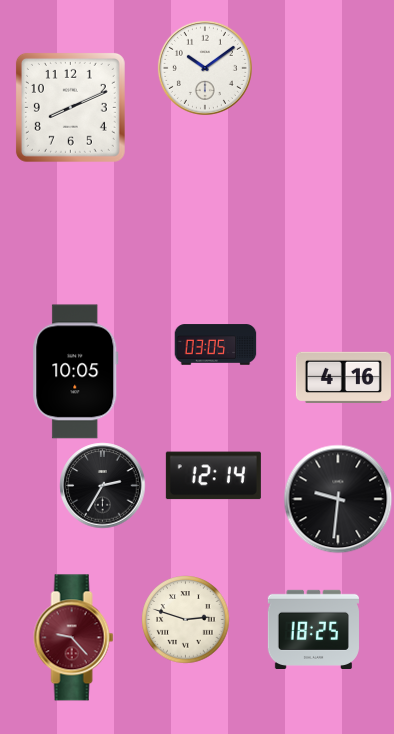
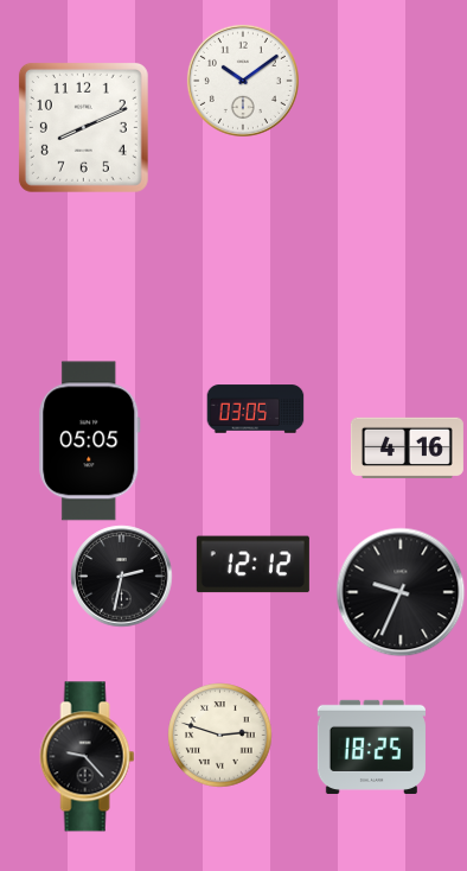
clock at (76, 372): 10:05 -> 05:05
clock at (213, 476): 12:14 -> 12:12
clock at (102, 485): 2:35 -> 2:32
clock at (338, 499): 9:31 -> 9:34
clock at (74, 638) dial: burgundy -> black
